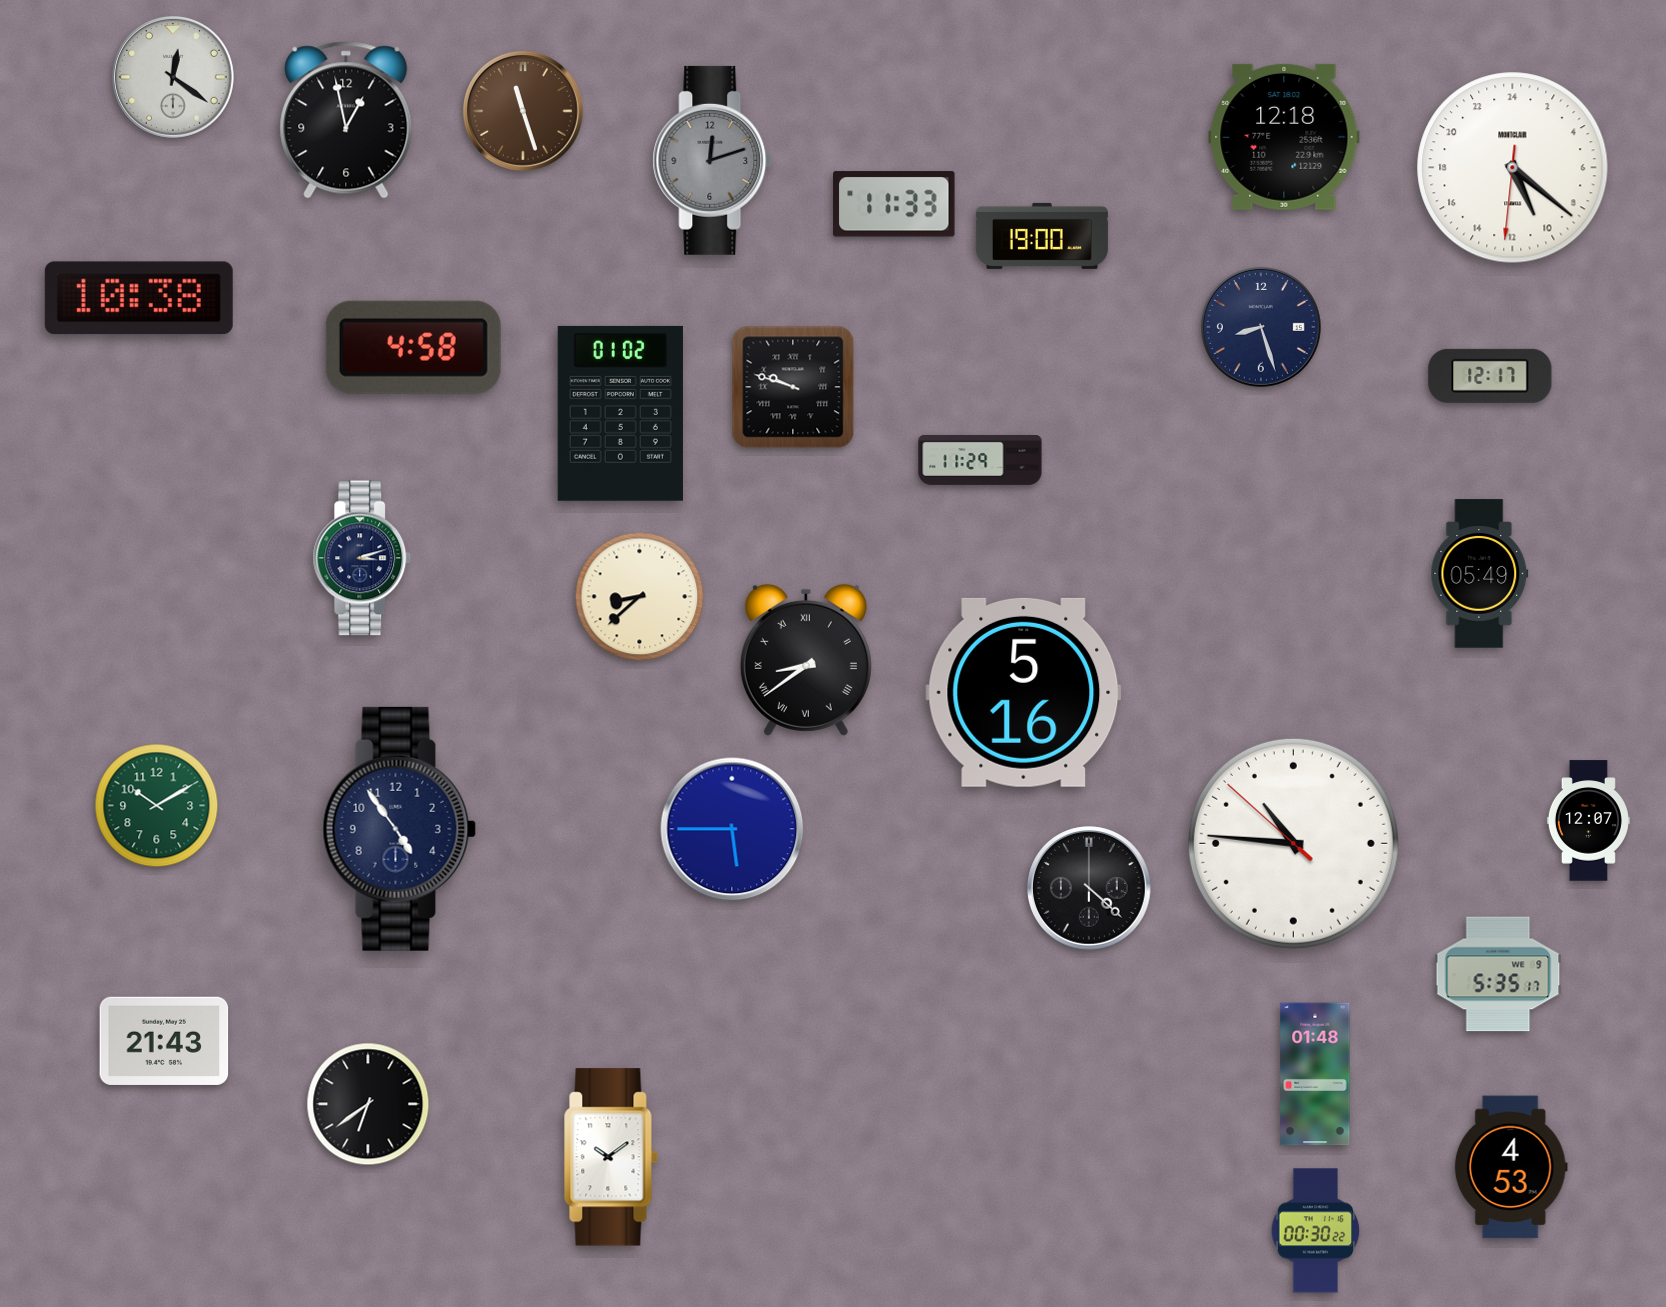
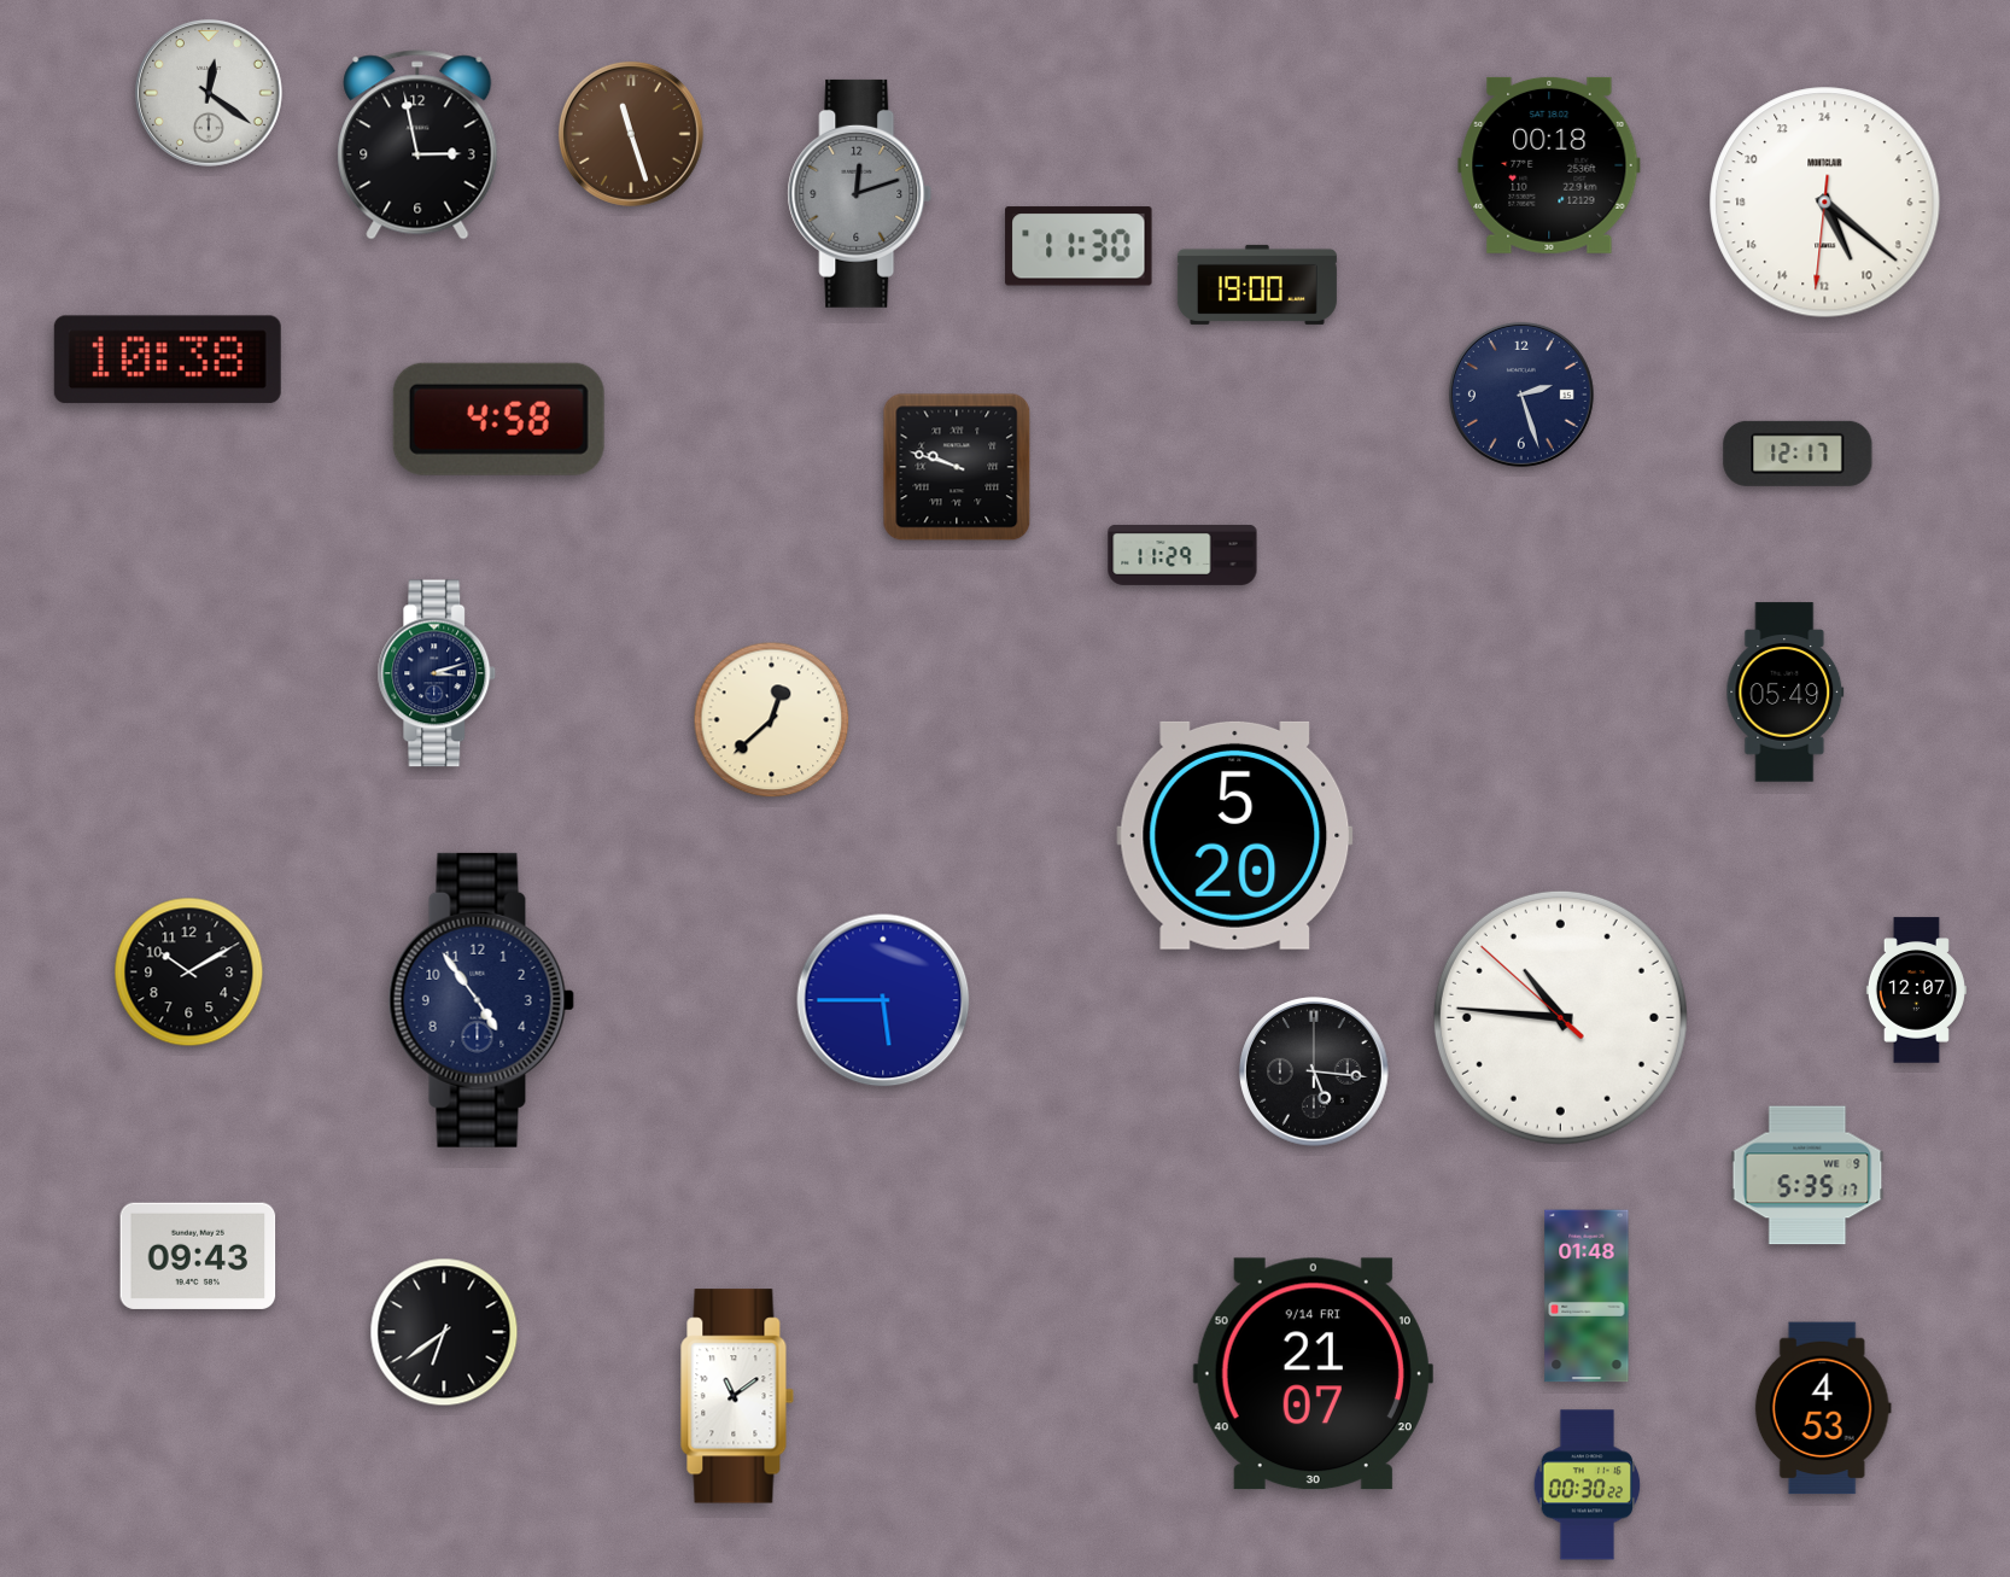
clock at (346, 120): 12:58 -> 2:58
clock at (1284, 137): 12:18 -> 00:18
clock at (894, 204): 11:33 -> 11:30
clock at (1261, 327): 8:27 -> 2:27
clock at (620, 413): 01:02 -> none
clock at (640, 597): 8:38 -> 12:38
clock at (806, 660): 8:39 -> none
clock at (1024, 692): 5:16 -> 5:20
clock at (157, 806) dial: green -> black
clock at (1089, 888): 4:22 -> 5:16
clock at (164, 1041): 21:43 -> 09:43
clock at (1313, 1374): none -> 21:07
clock at (611, 1157): 10:09 -> 11:09
